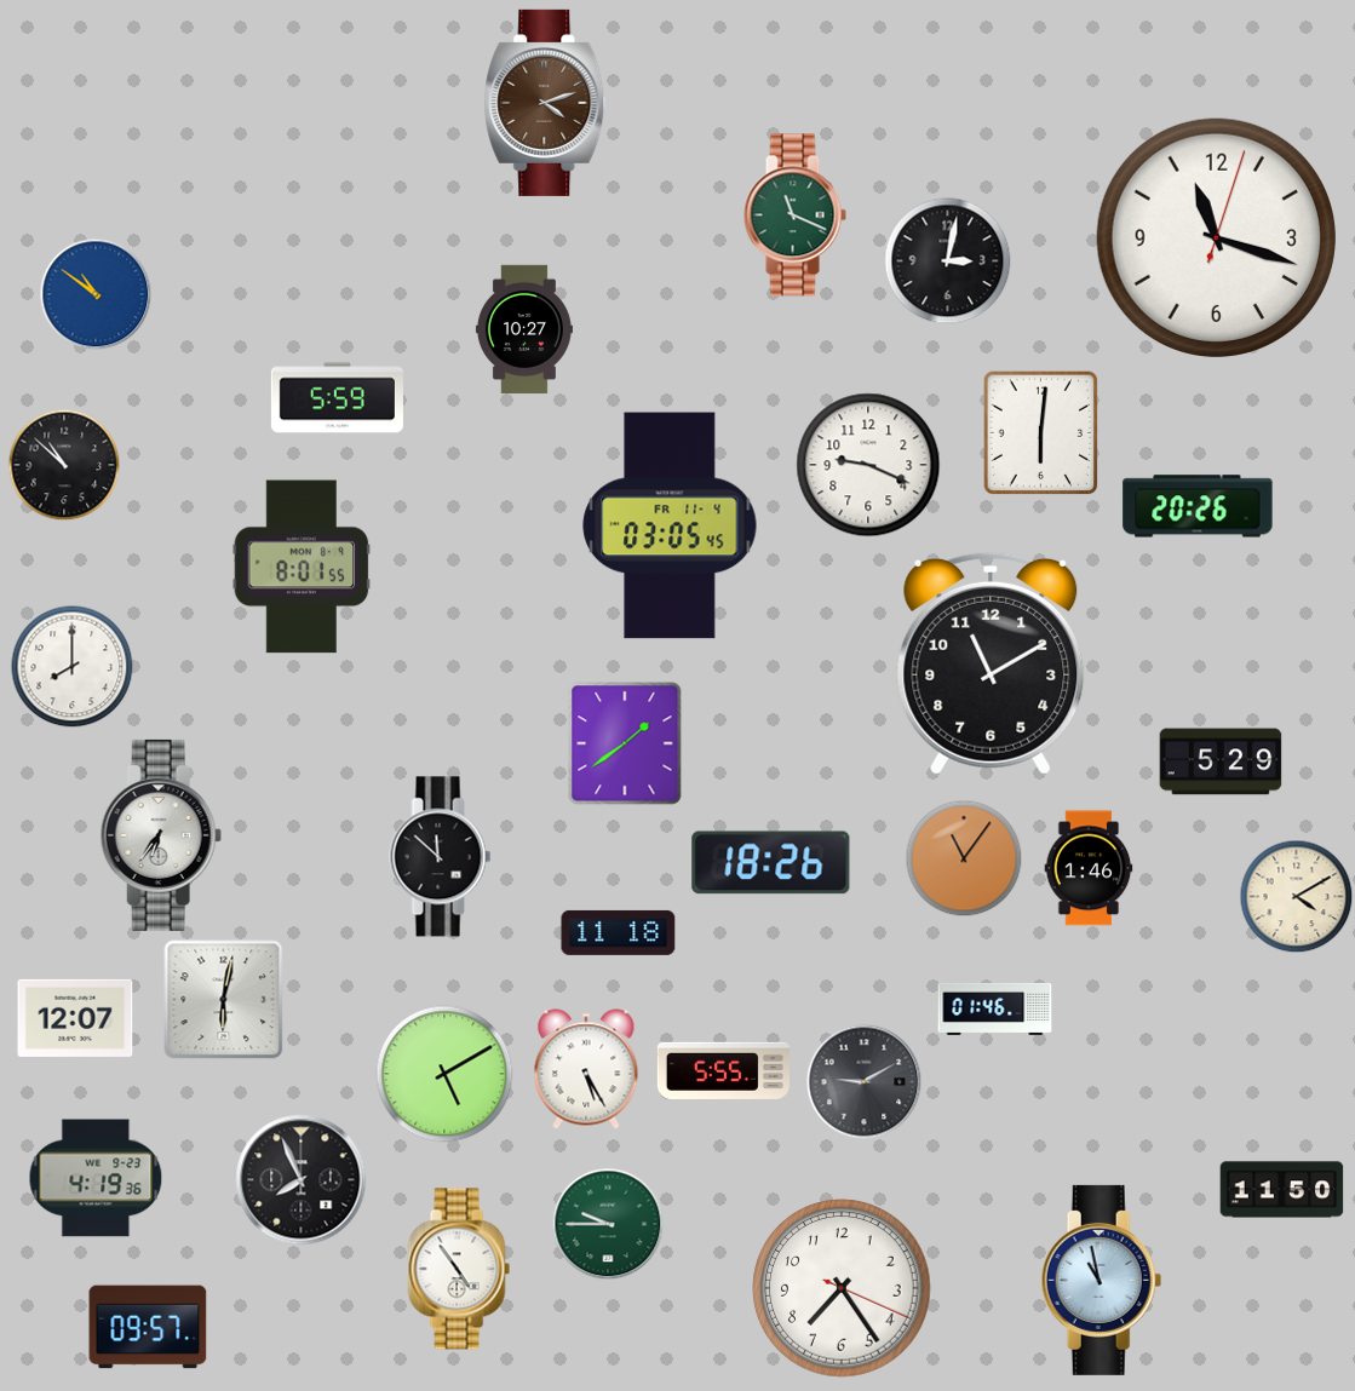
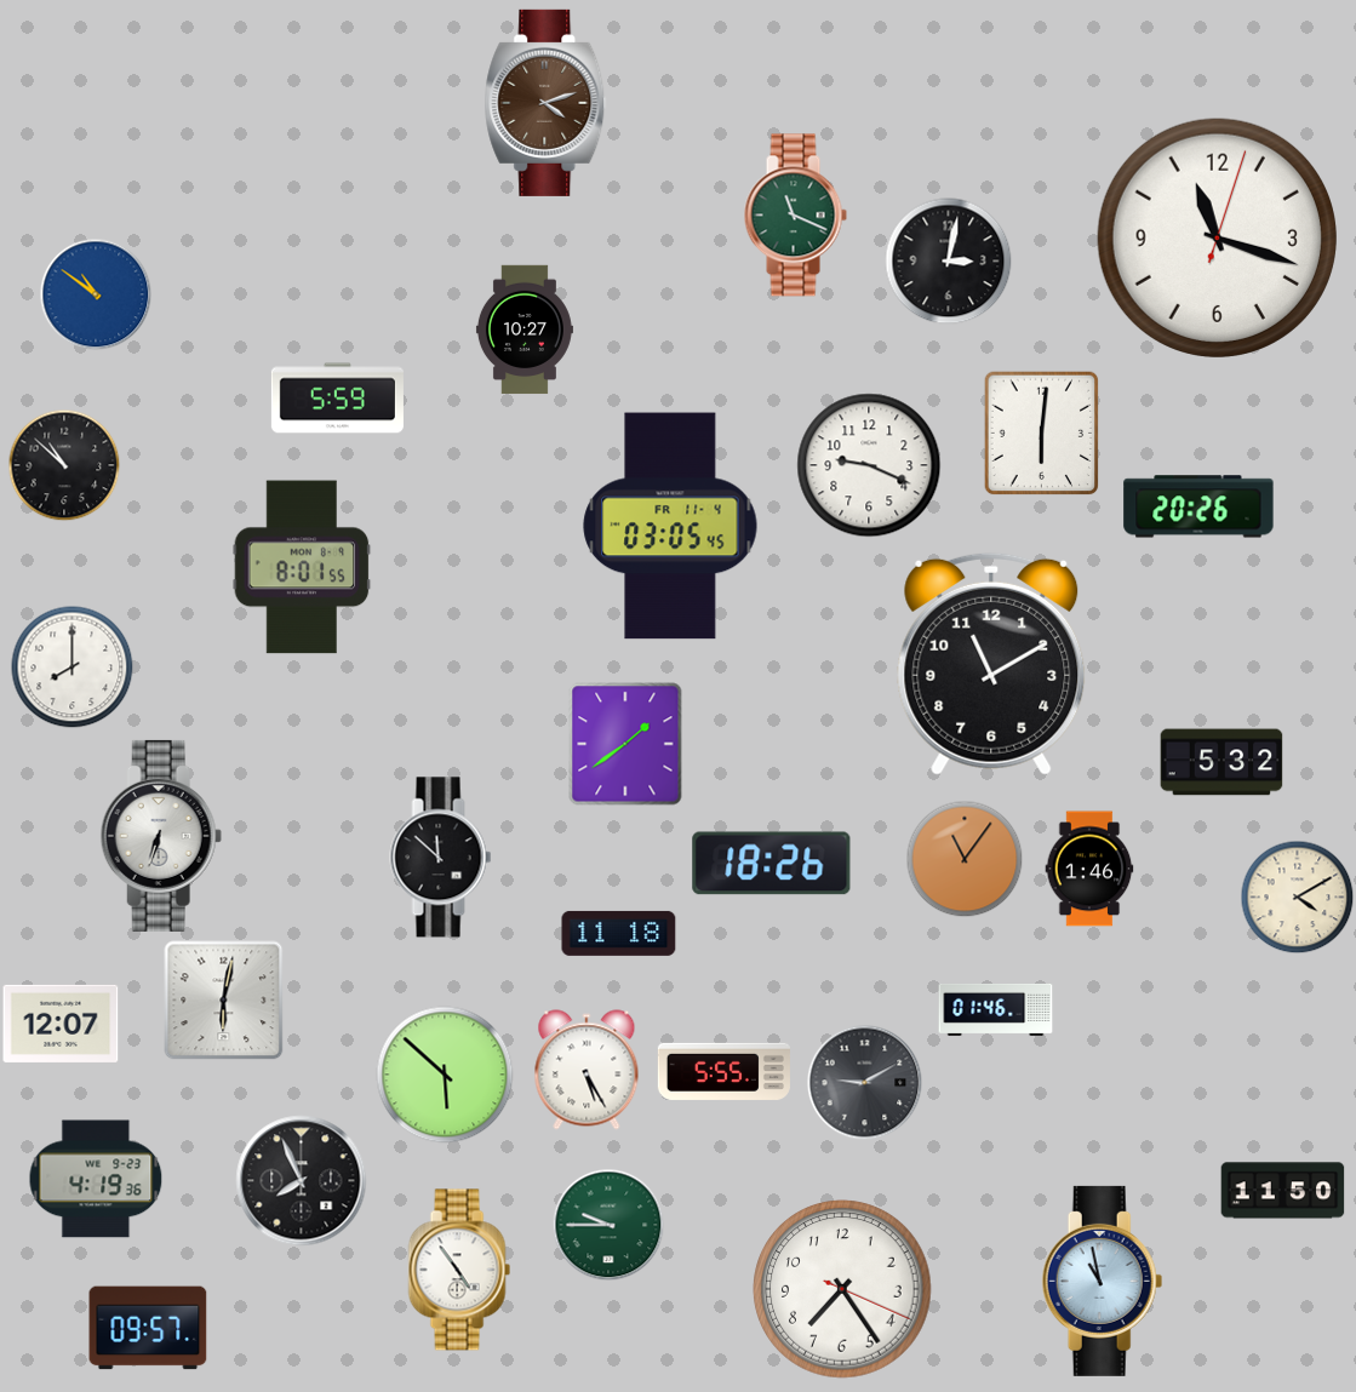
clock at (1221, 761): 5:29 -> 5:32
clock at (161, 835): 6:36 -> 6:33
clock at (75, 1018) position: (75, 1018) -> (61, 1024)
clock at (444, 1074): 5:10 -> 5:52
